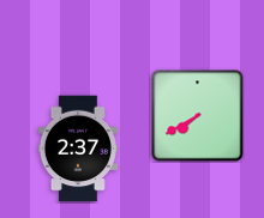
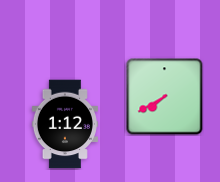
clock at (78, 149): 2:37 -> 1:12
